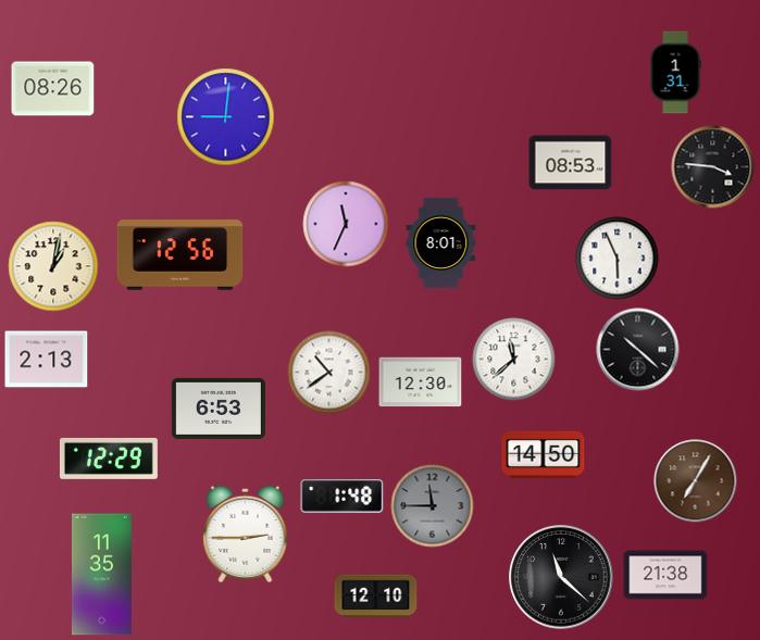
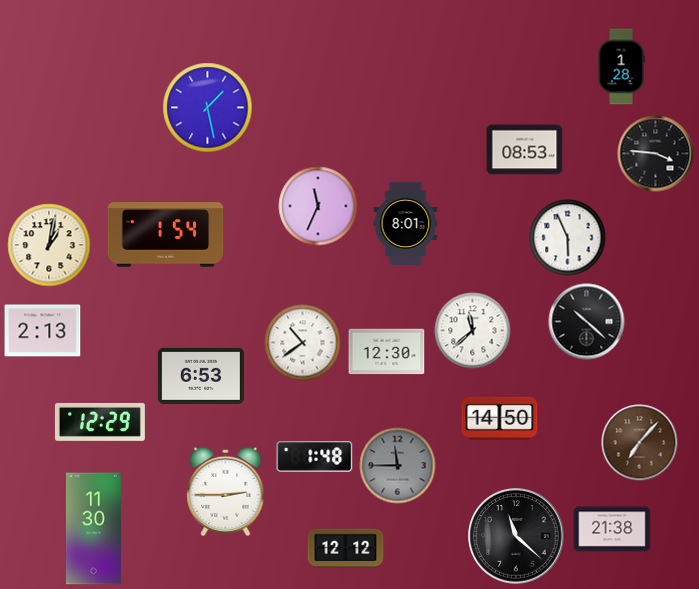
clock at (675, 73): 1:31 -> 1:28
clock at (53, 89): 08:26 -> none
clock at (226, 117): 9:01 -> 1:28
clock at (180, 255): 12:56 -> 1:54
clock at (696, 481): 7:05 -> 7:07
clock at (101, 575): 11:35 -> 11:30
clock at (561, 577) position: (561, 577) -> (516, 536)
clock at (376, 597): 12:10 -> 12:12
